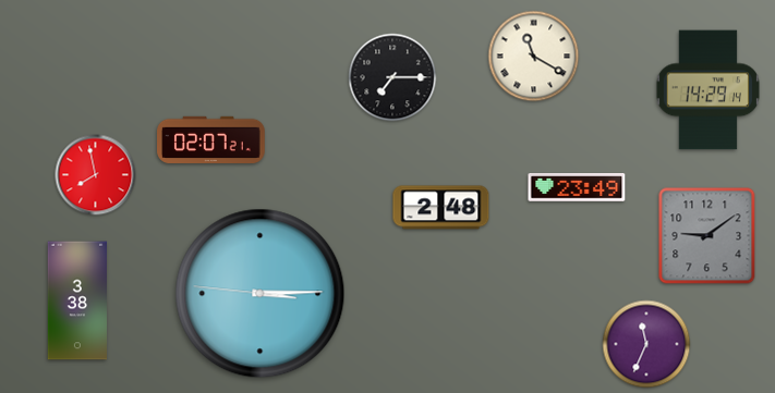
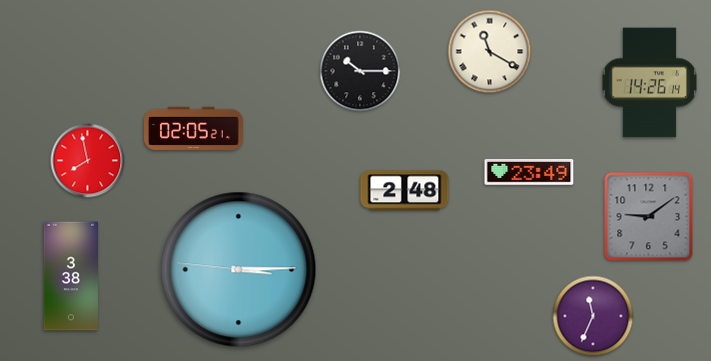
clock at (392, 77): 7:15 -> 10:15
clock at (707, 90): 14:29 -> 14:26
clock at (211, 139): 02:07 -> 02:05
